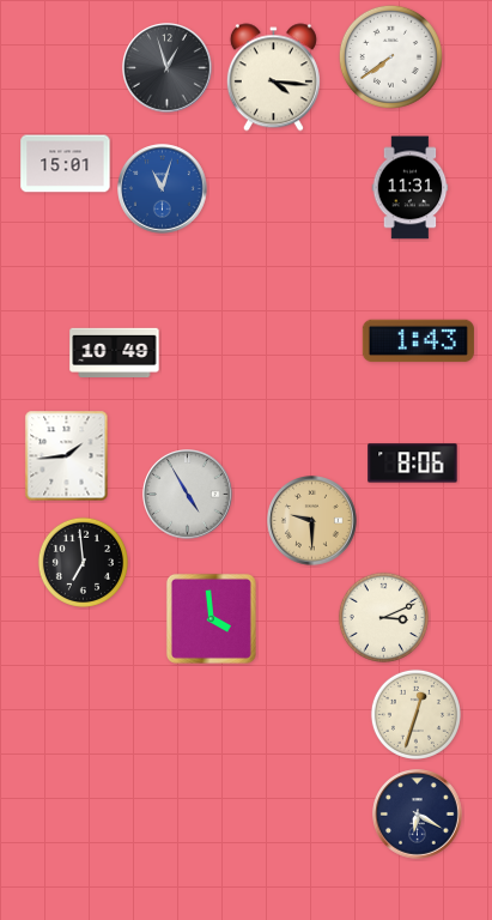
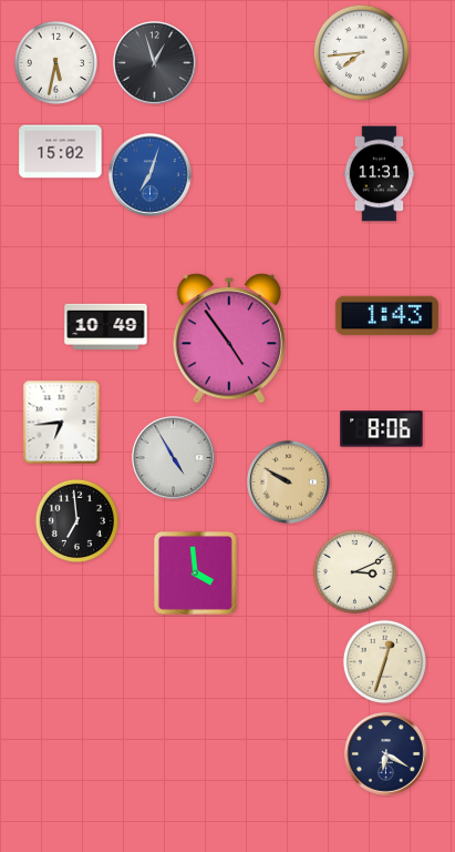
clock at (390, 56): 7:39 -> 7:44
clock at (55, 62): none -> 5:32
clock at (273, 78): 4:16 -> none
clock at (66, 164): 15:01 -> 15:02
clock at (163, 189): 11:03 -> 7:03
clock at (229, 338): none -> 4:54
clock at (67, 456): 1:44 -> 6:44
clock at (312, 521): 9:30 -> 9:50
